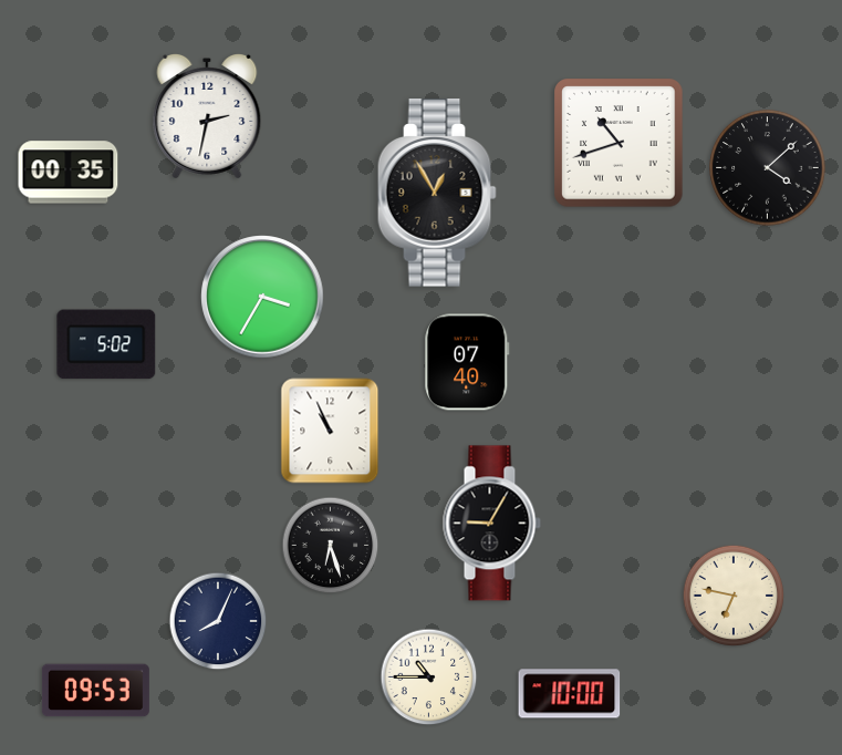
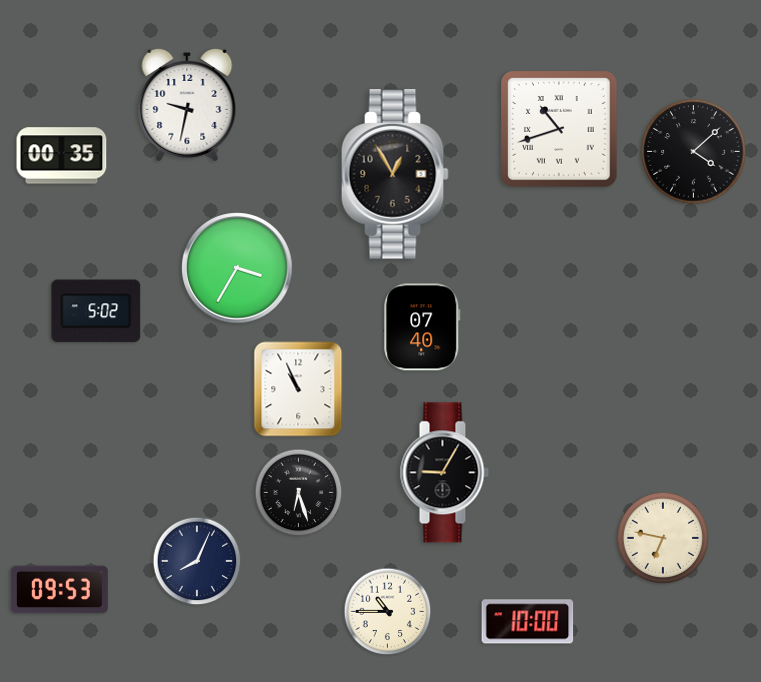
clock at (207, 116): 2:32 -> 9:32
clock at (95, 691) position: (95, 691) -> (59, 590)
clock at (570, 694) position: (570, 694) -> (528, 622)
